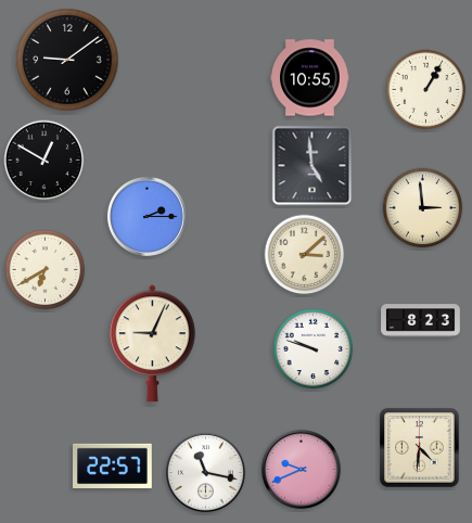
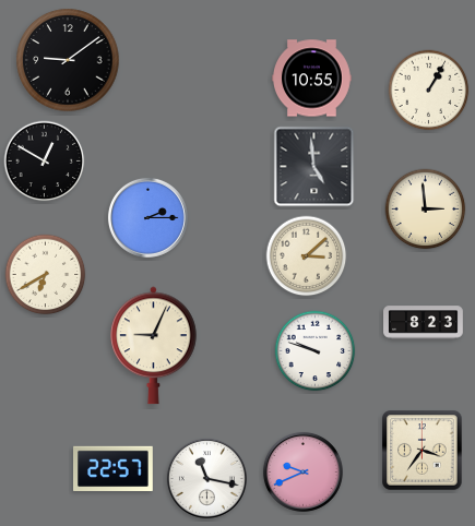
clock at (46, 270) position: (46, 270) -> (46, 275)
clock at (420, 448): 4:31 -> 3:36
clock at (205, 472) position: (205, 472) -> (206, 478)
